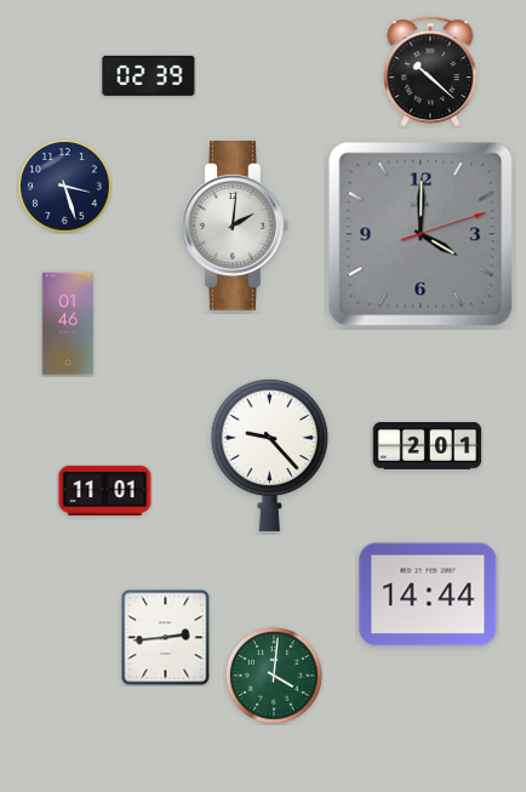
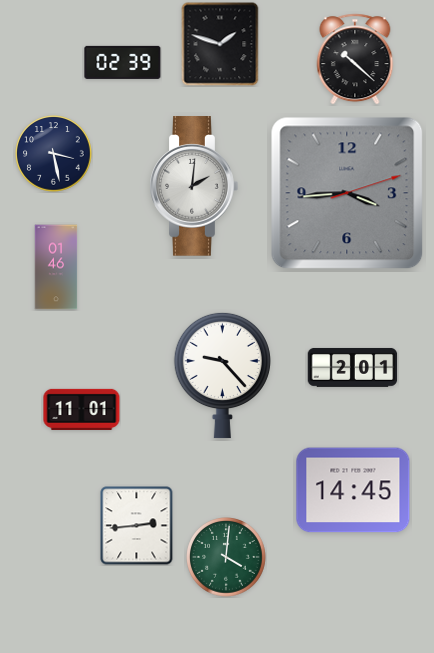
clock at (220, 44): none -> 1:48
clock at (65, 187): 3:27 -> 3:28
clock at (421, 234): 4:00 -> 3:44
clock at (105, 490) position: (105, 490) -> (82, 409)
clock at (428, 594): 14:44 -> 14:45
